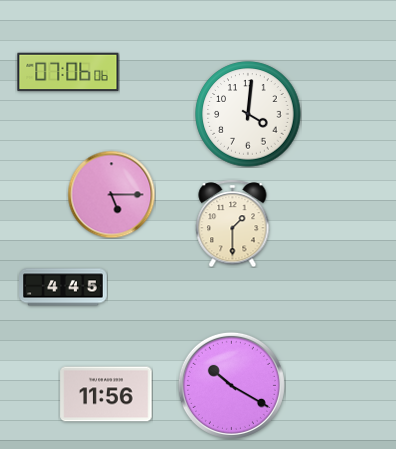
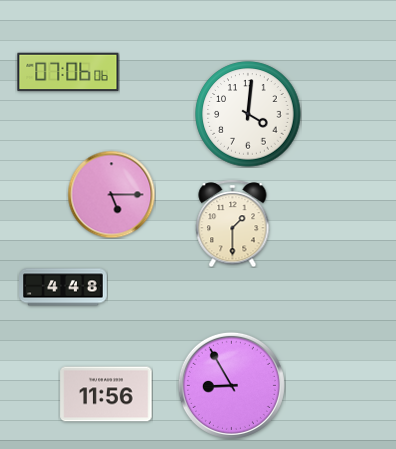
clock at (63, 287): 4:45 -> 4:48
clock at (231, 385): 10:20 -> 8:55
